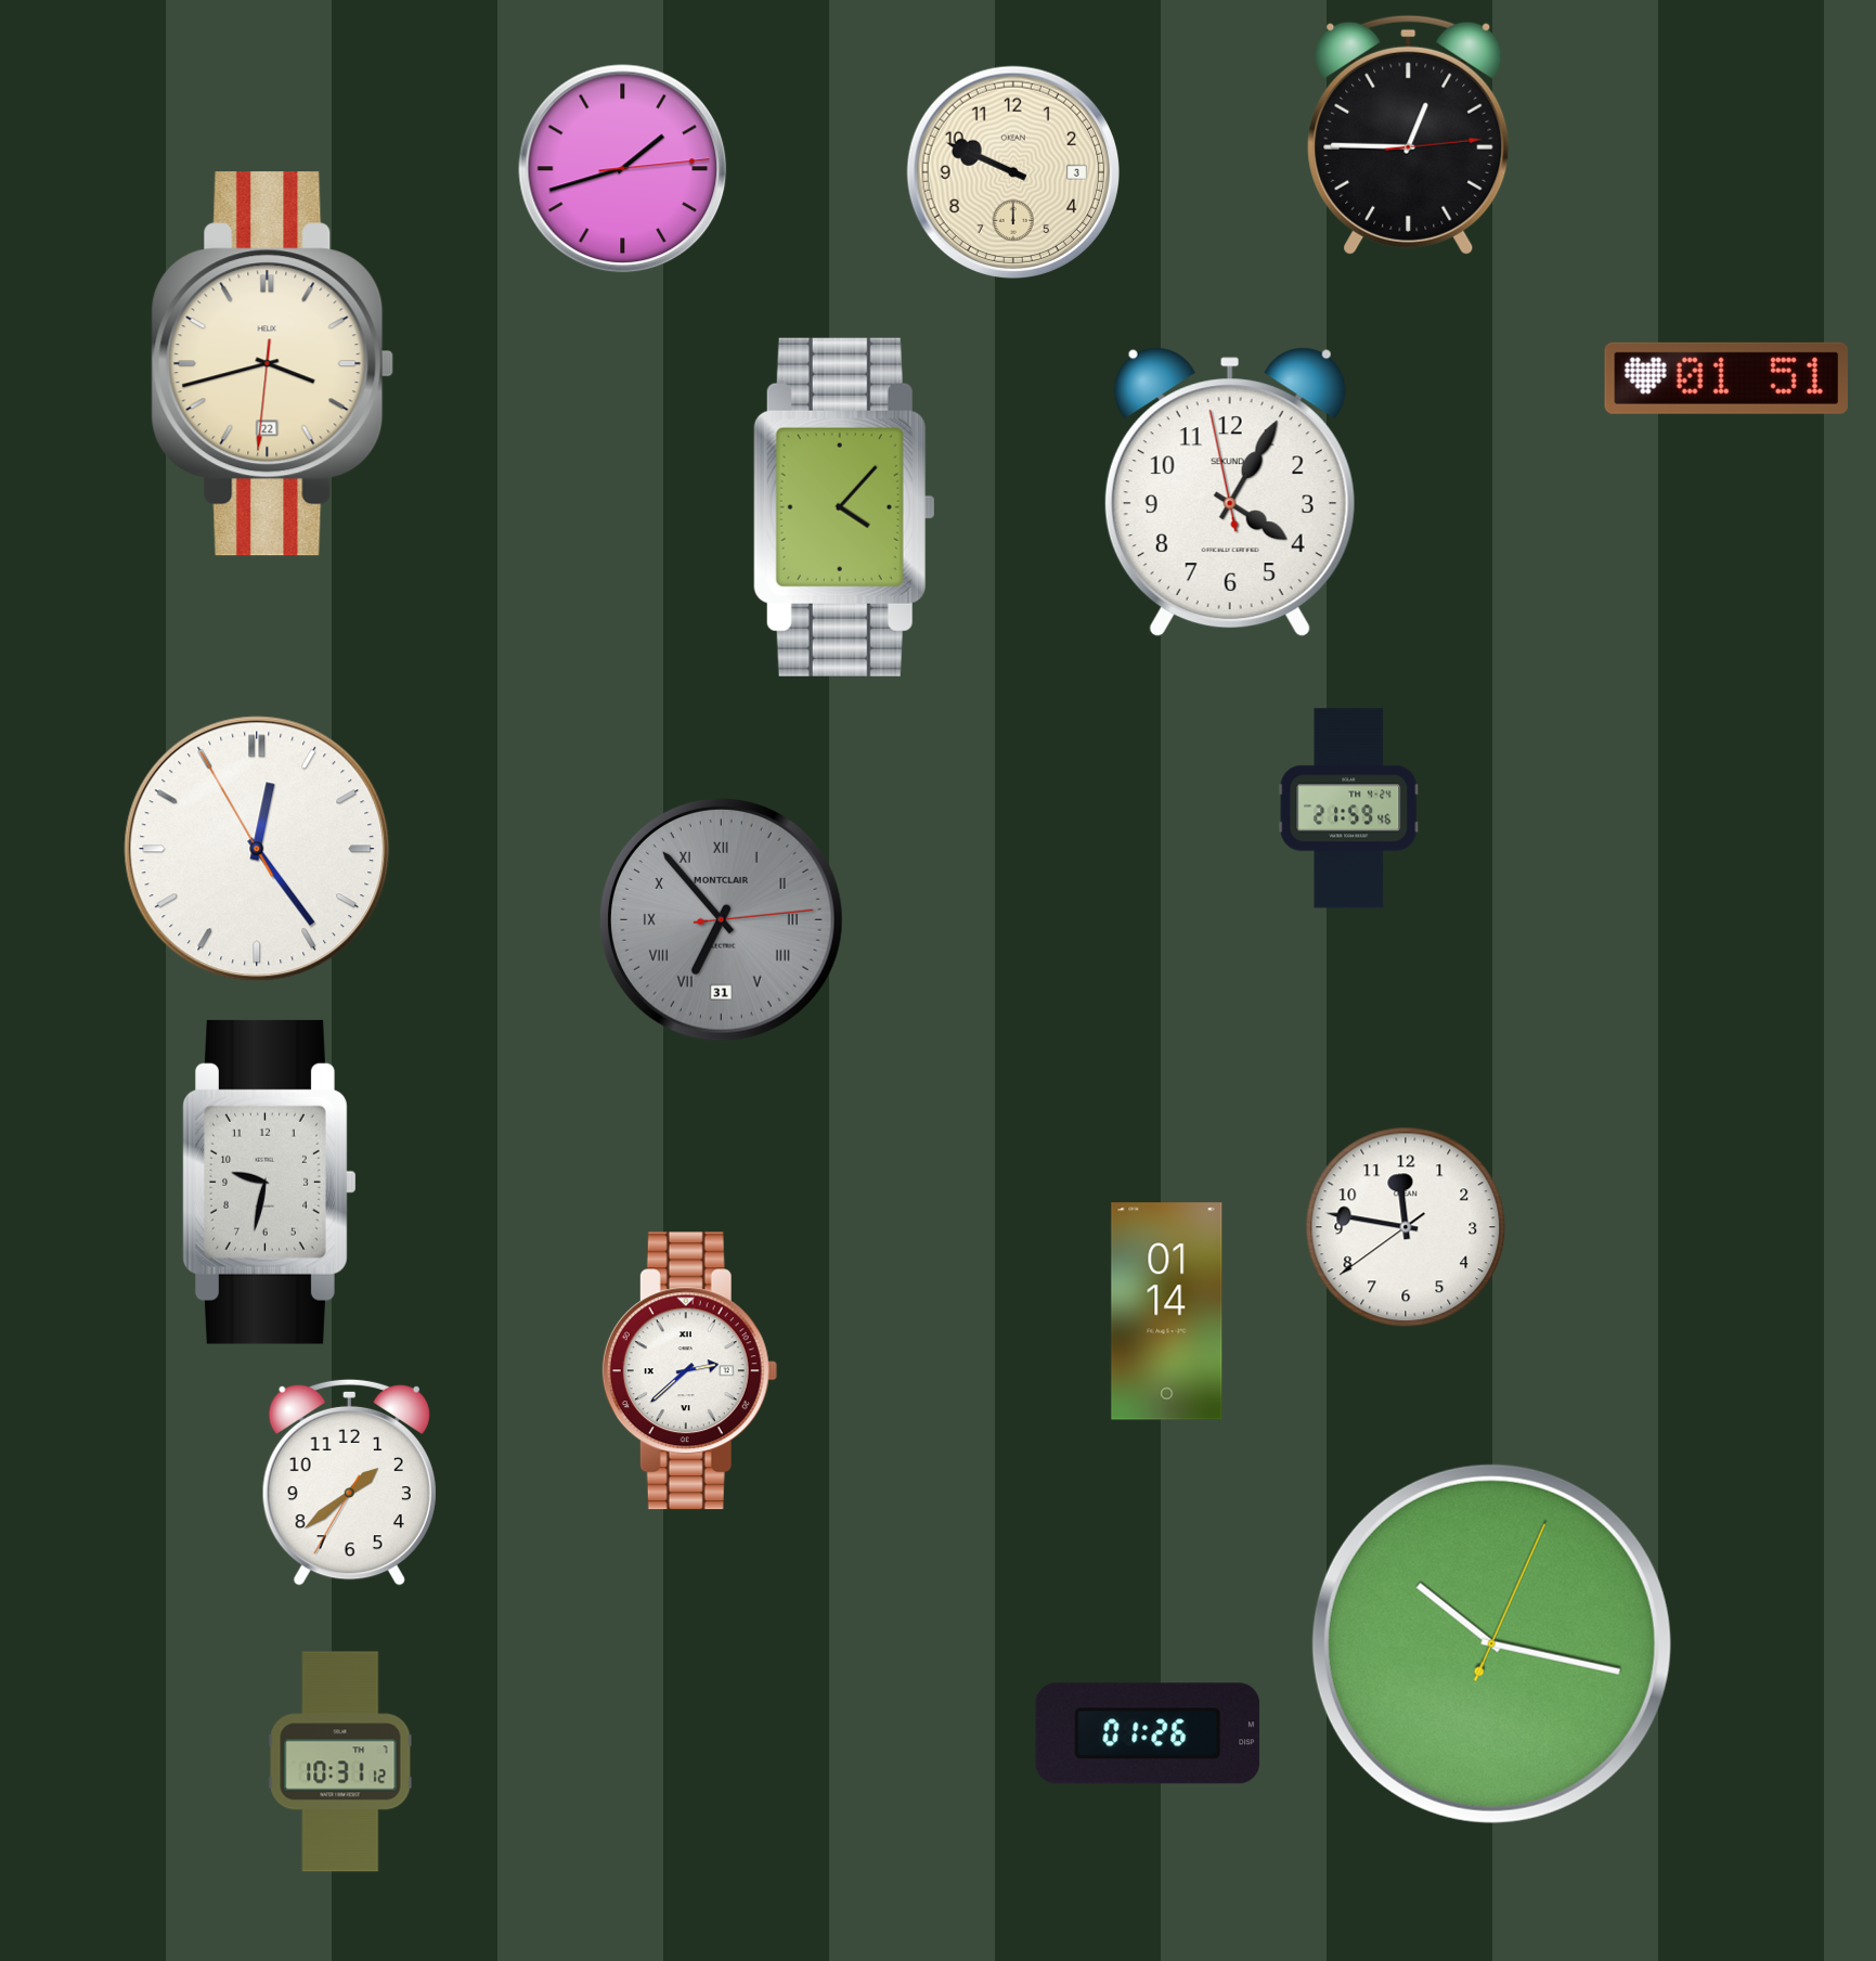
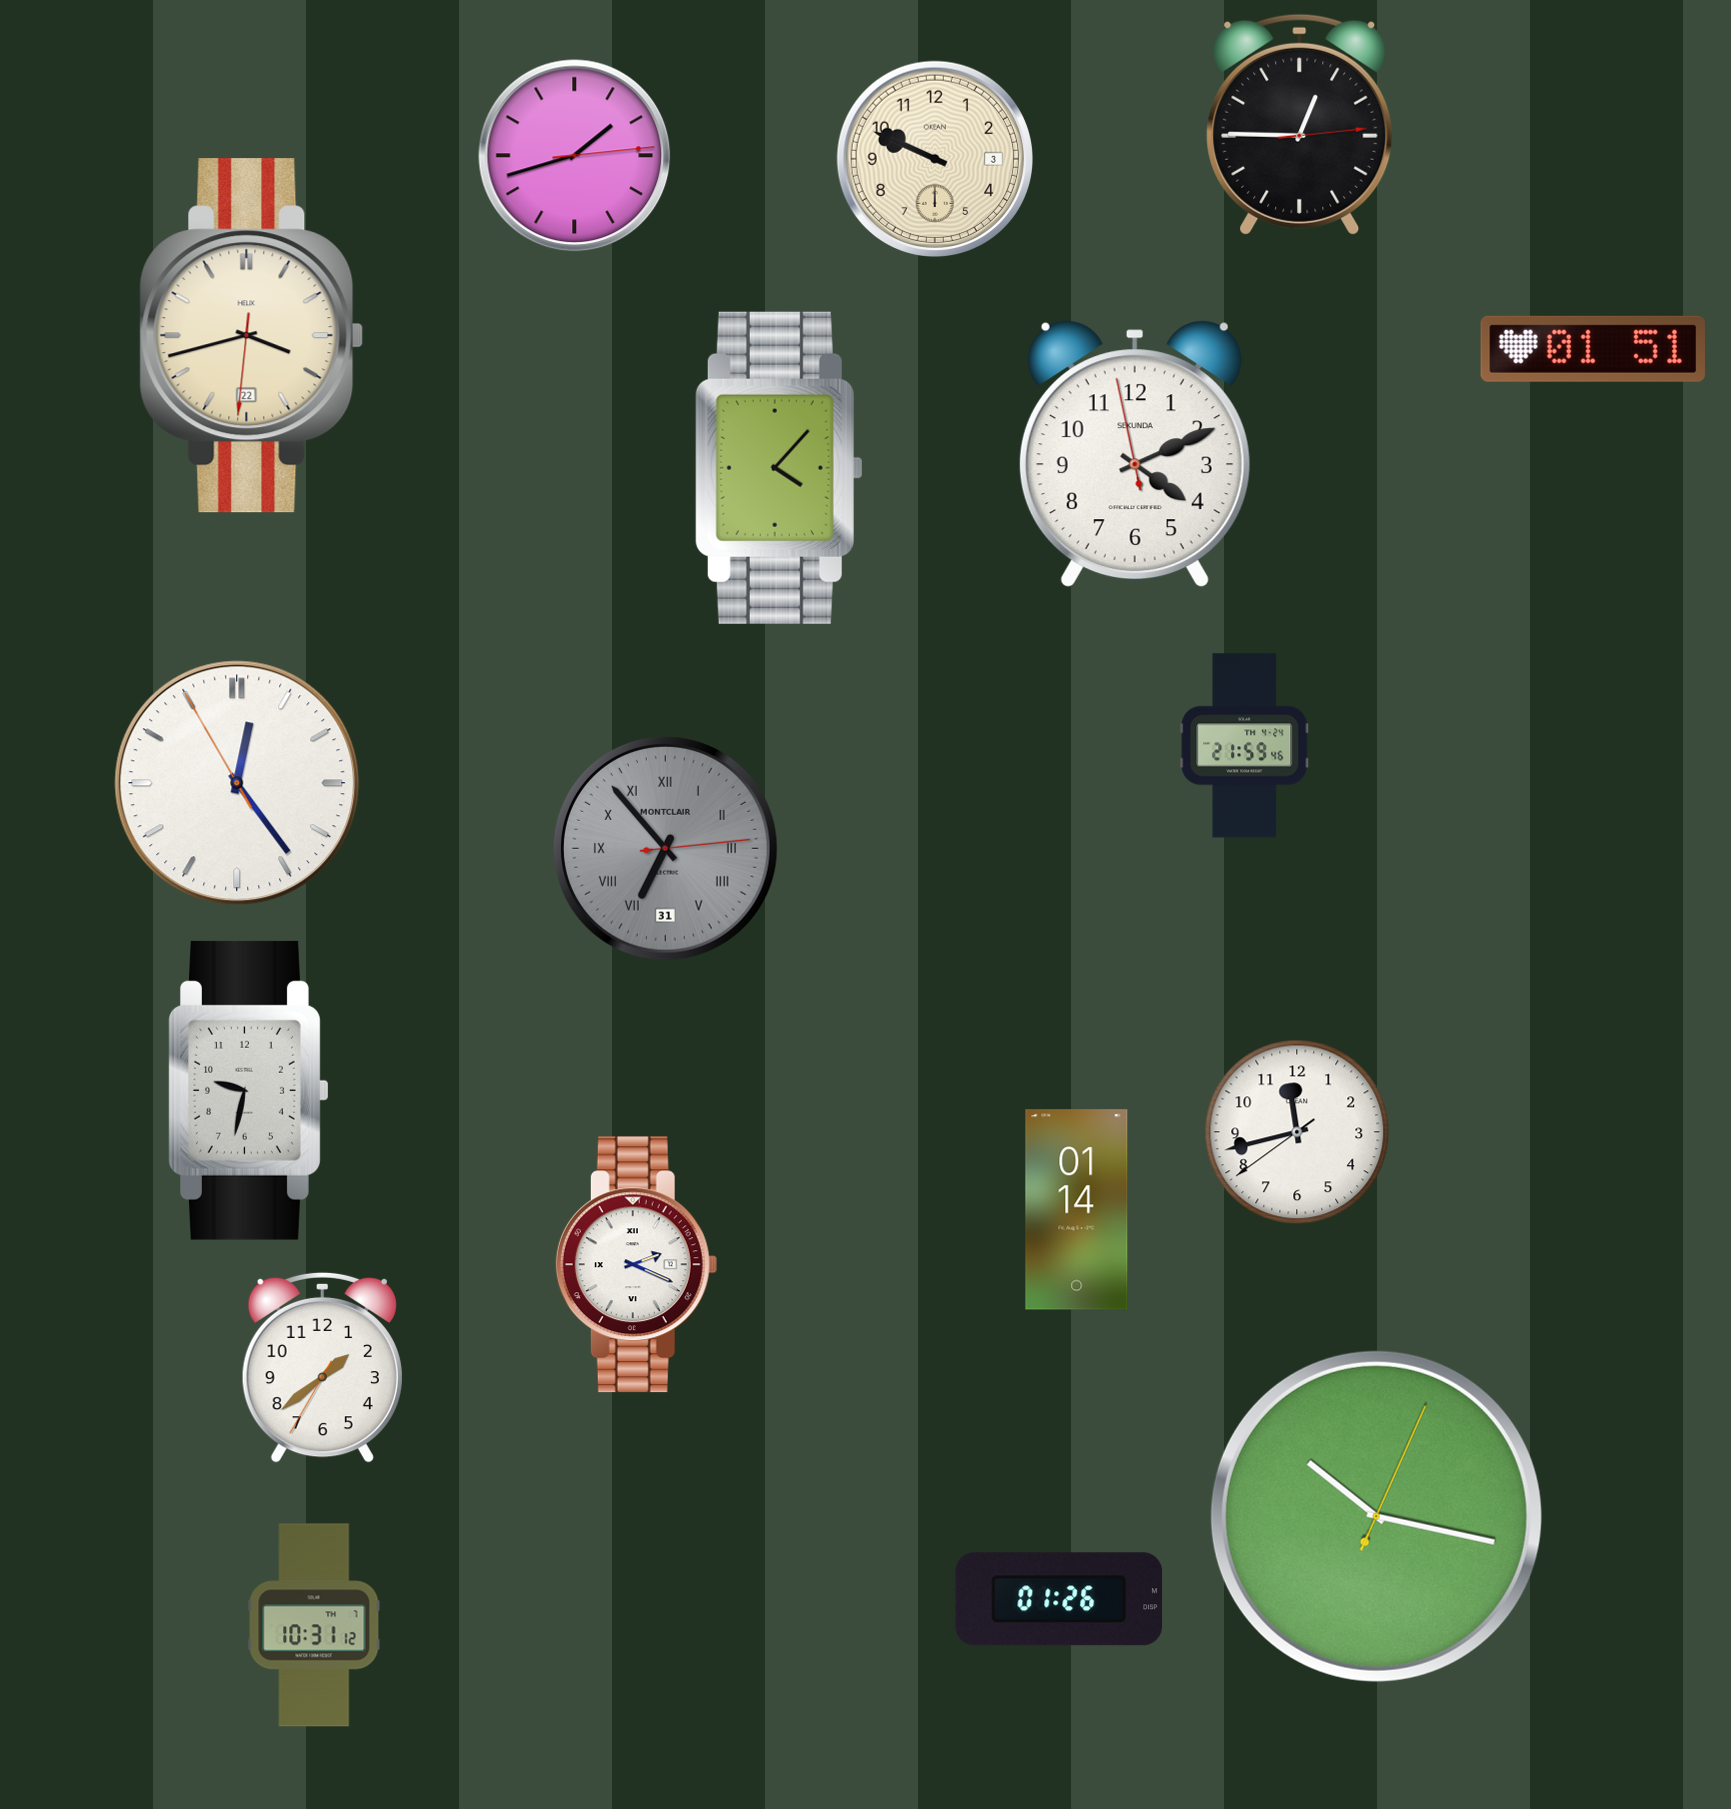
clock at (1230, 492): 4:04 -> 4:10
clock at (1406, 1227): 11:46 -> 11:42
clock at (689, 1371): 2:38 -> 2:19
